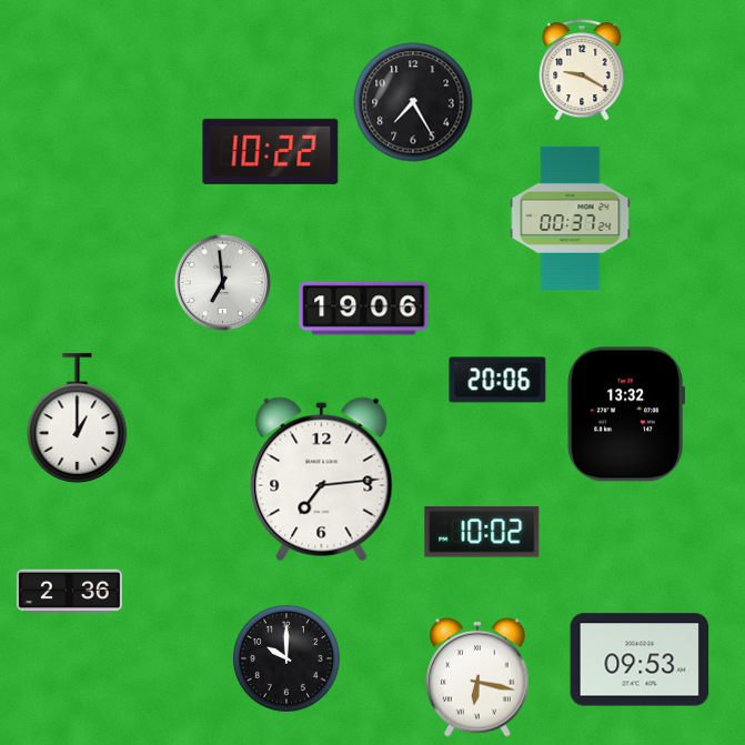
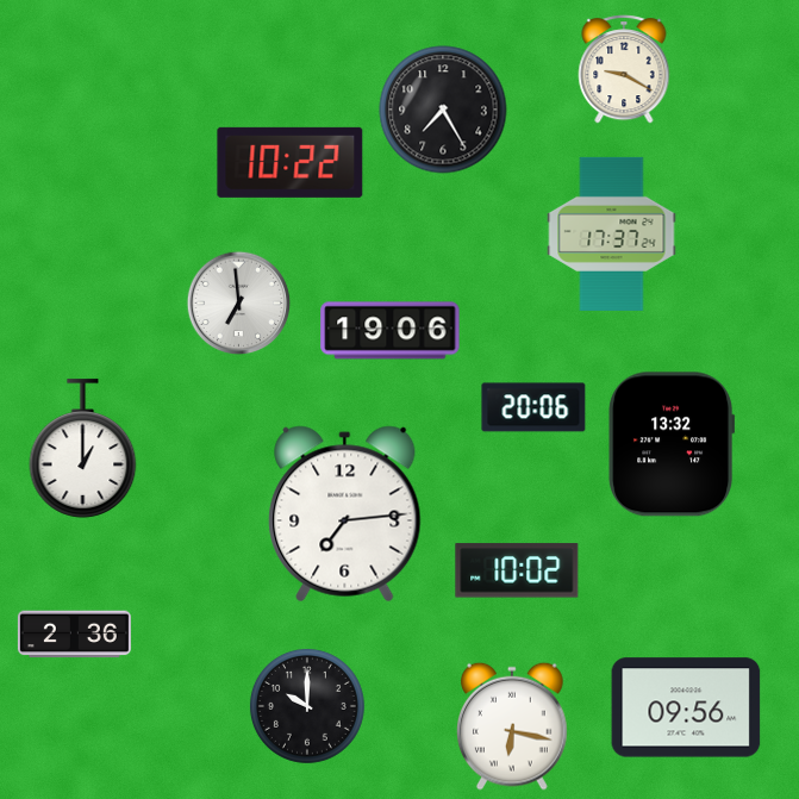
clock at (582, 70) position: (582, 70) -> (624, 69)
clock at (571, 218): 00:37 -> 17:37
clock at (640, 660): 09:53 -> 09:56
